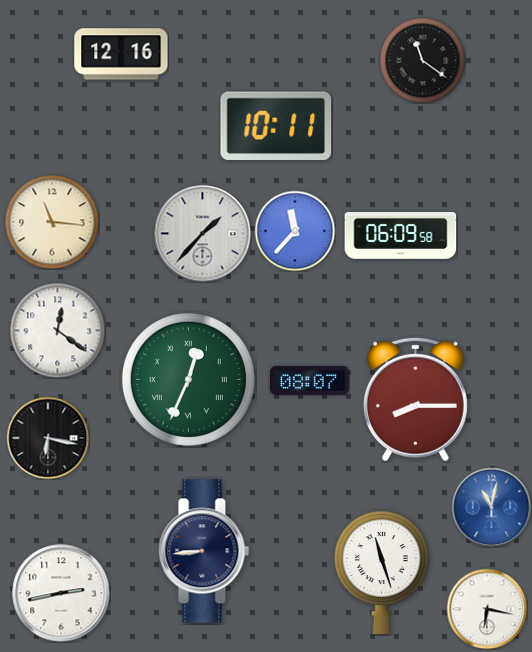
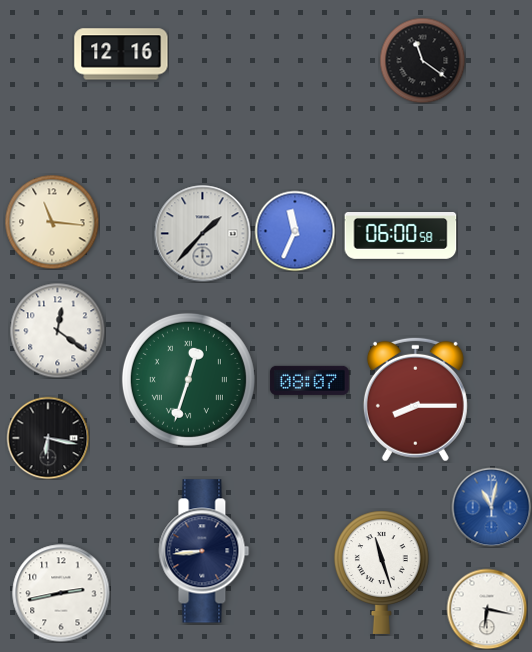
clock at (276, 126): 10:11 -> none
clock at (295, 231): 11:37 -> 11:34
clock at (401, 236): 06:09 -> 06:00
clock at (188, 379): 12:34 -> 12:33
